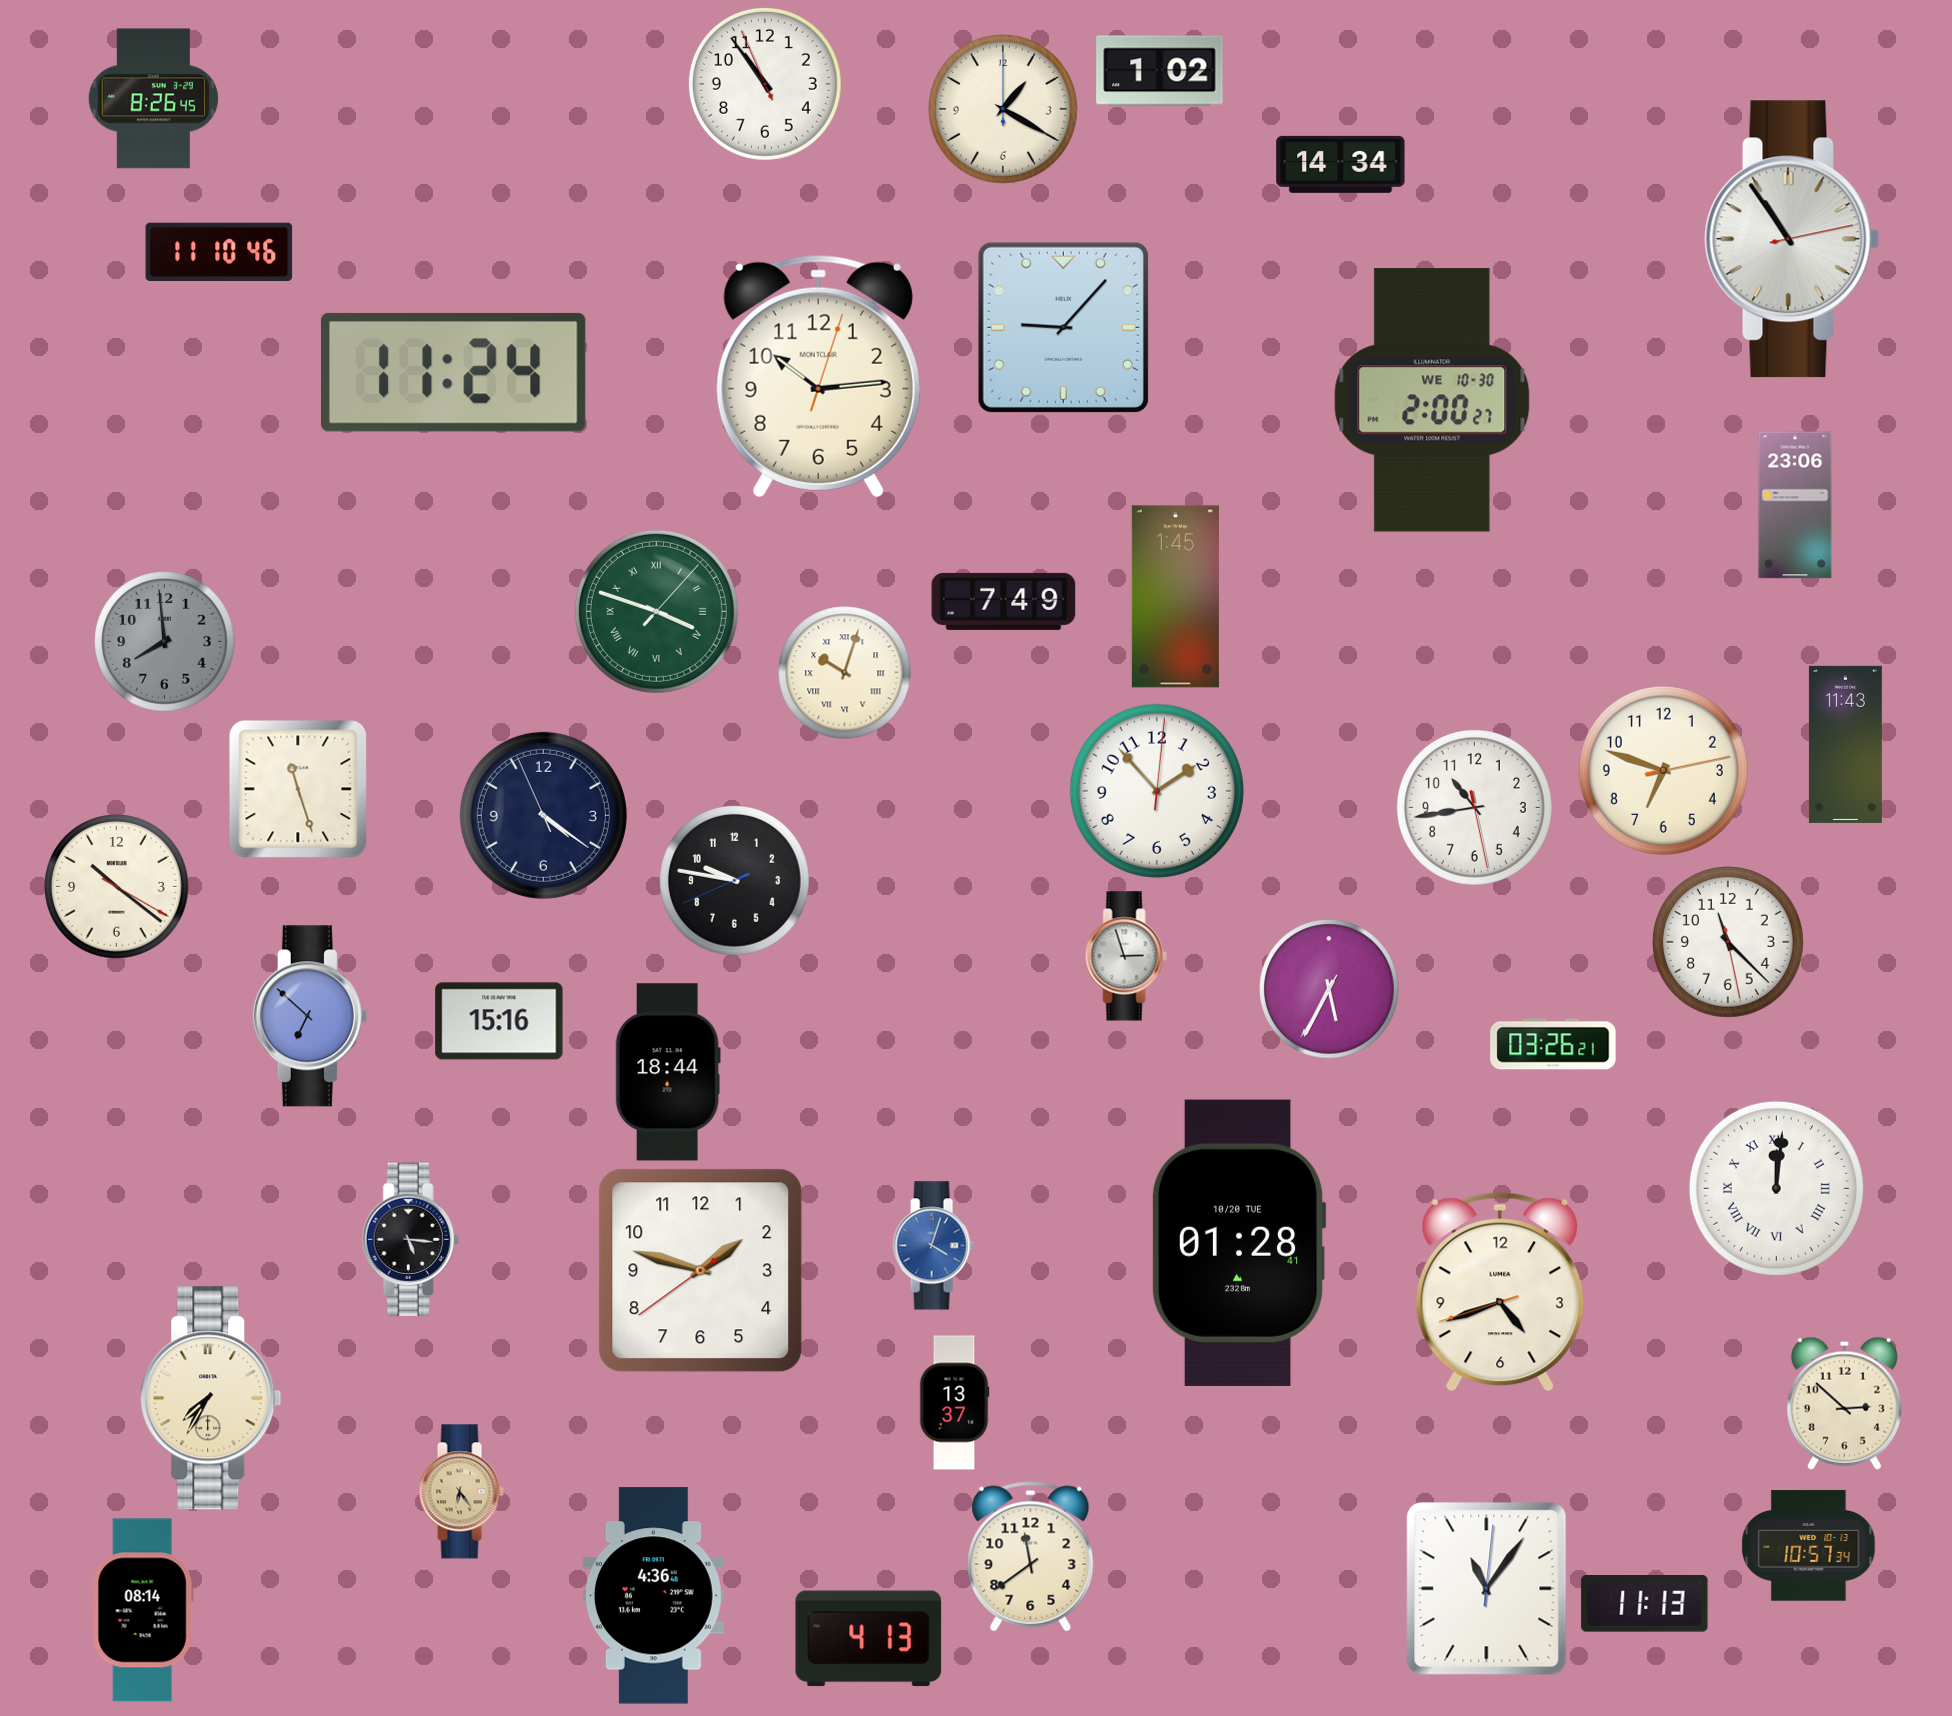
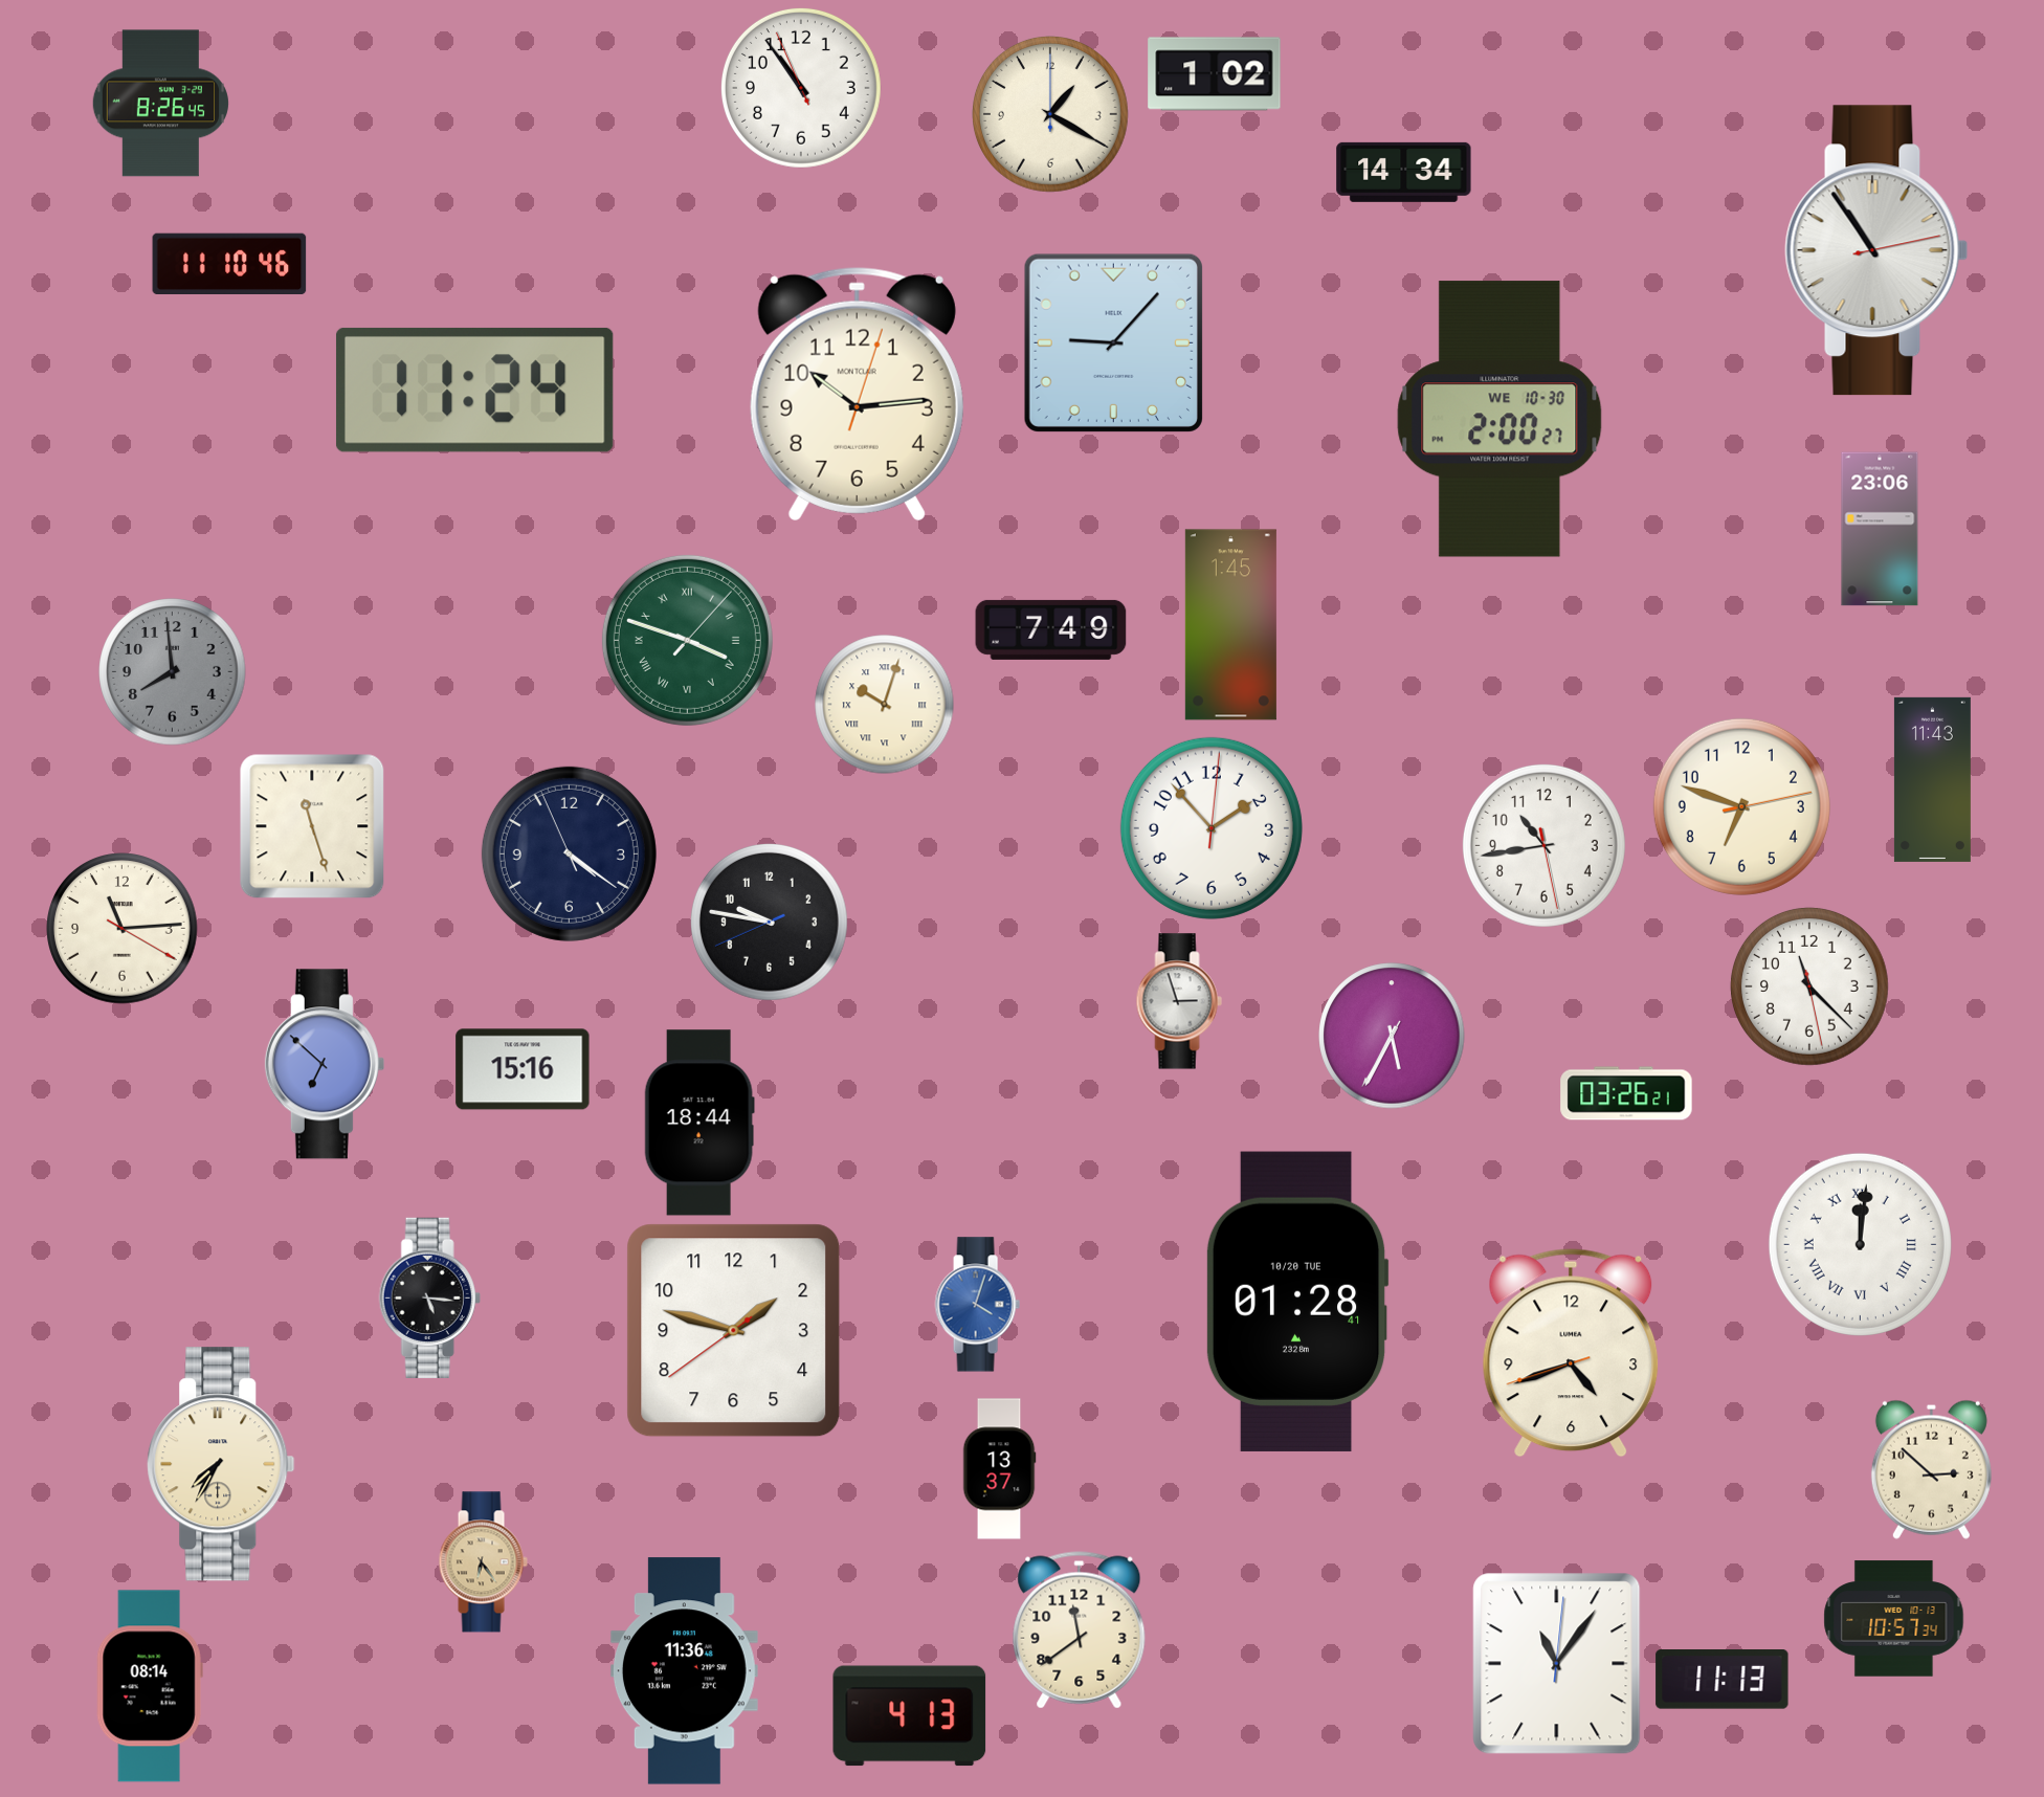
clock at (117, 887): 10:21 -> 11:14
clock at (653, 1596): 4:36 -> 11:36
